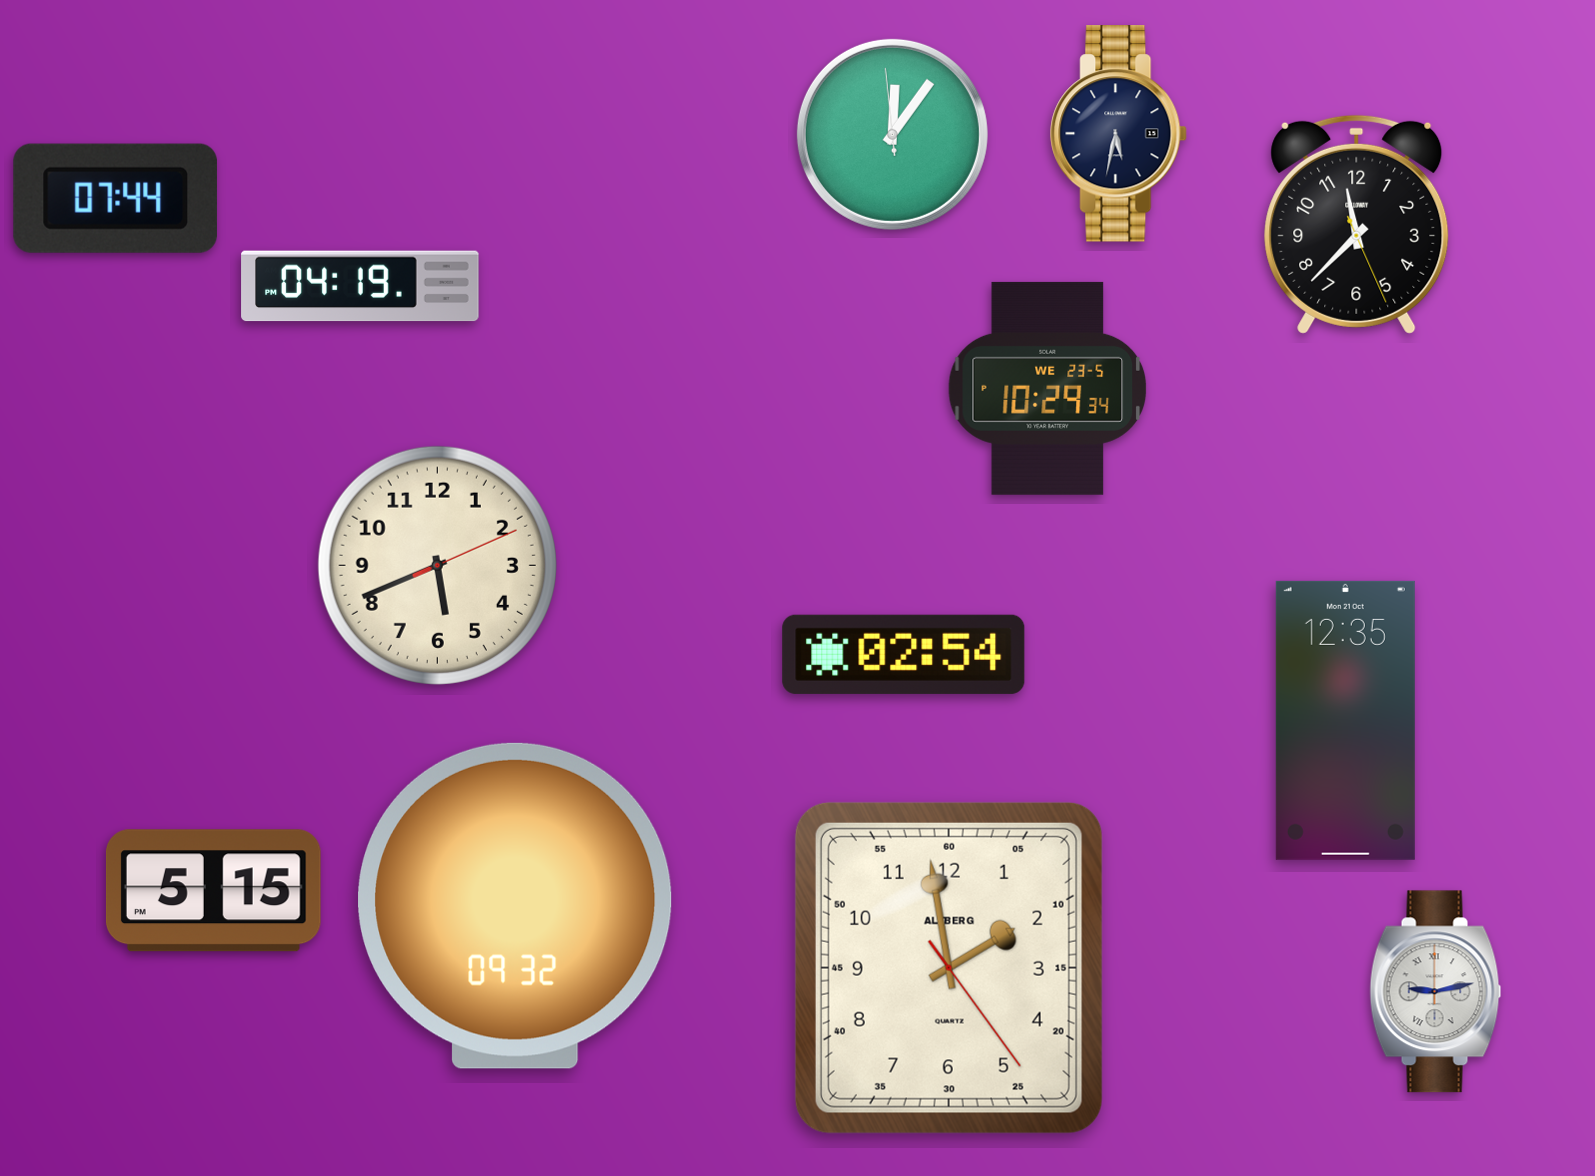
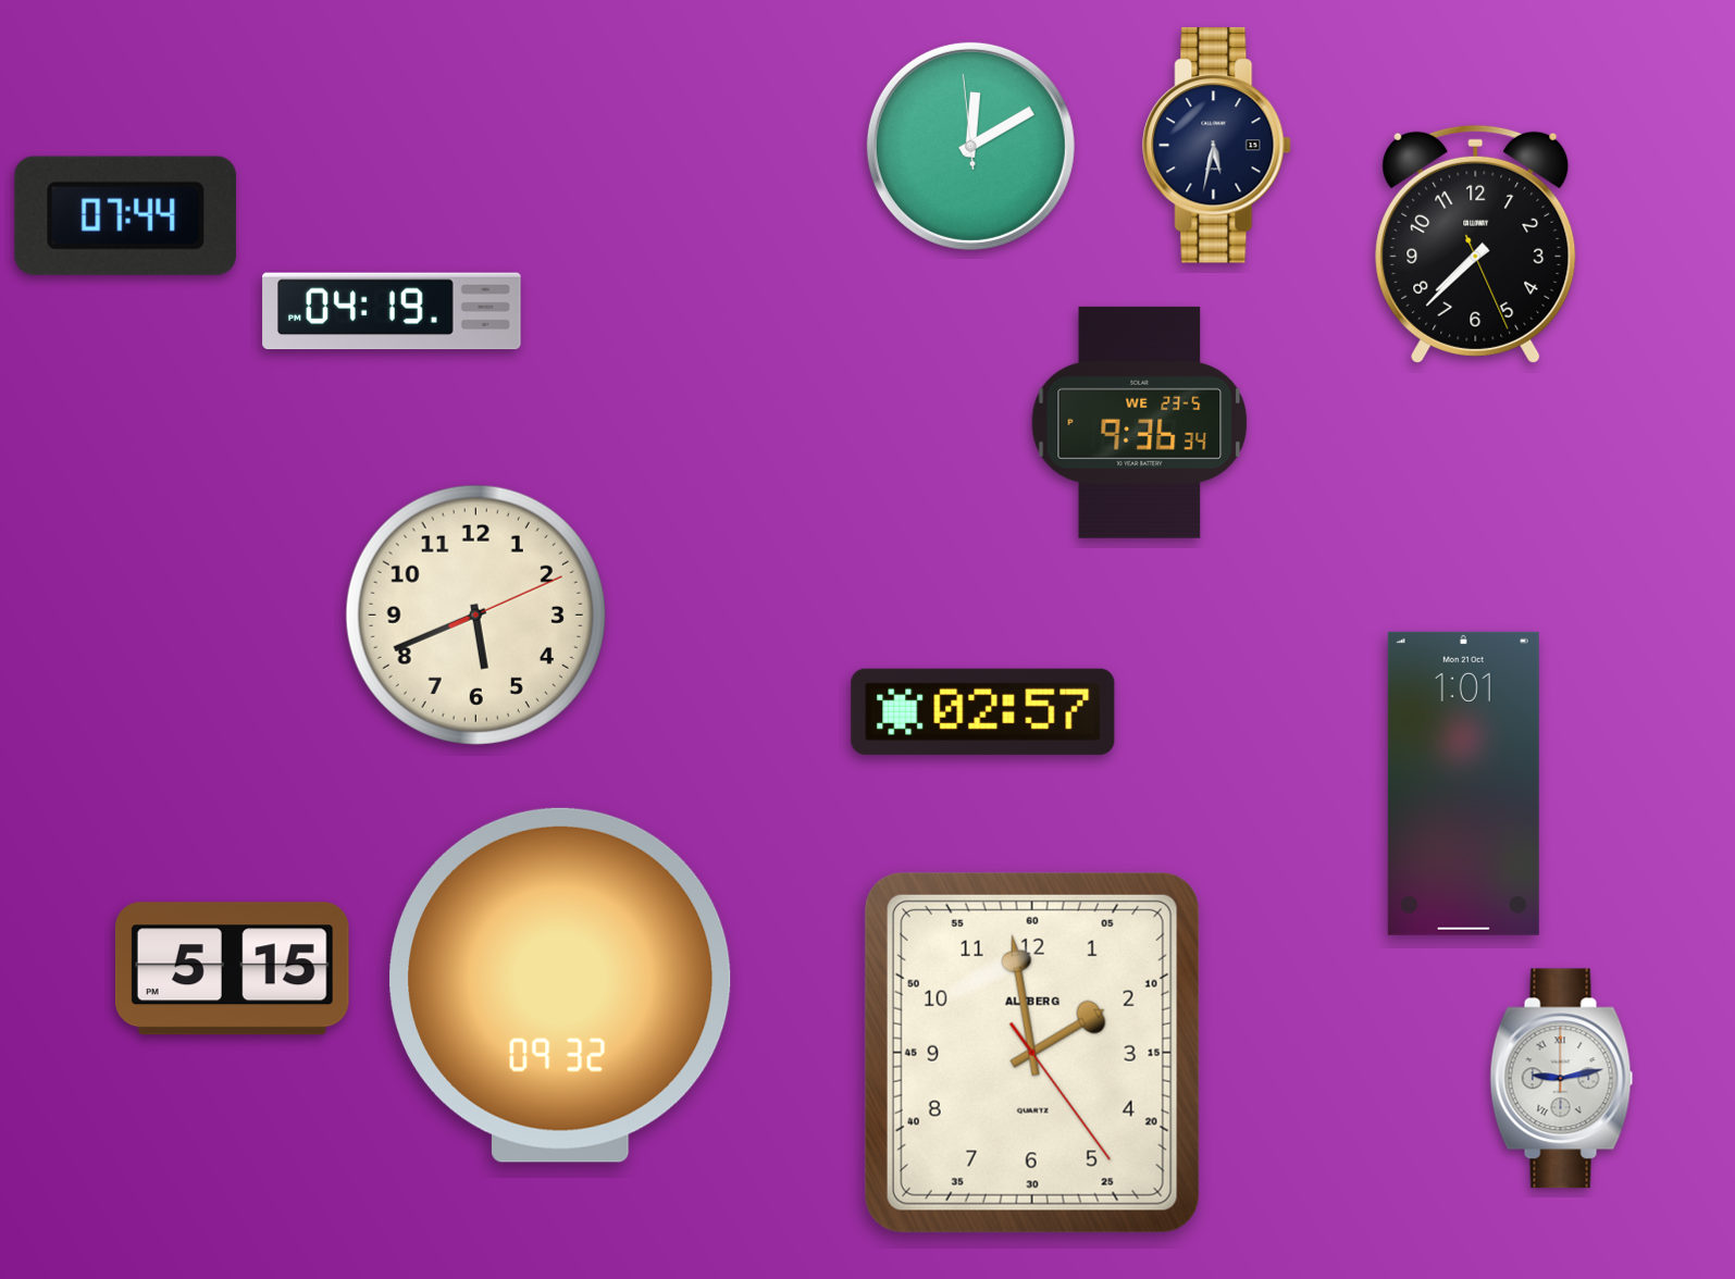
clock at (892, 134): 12:05 -> 12:09
clock at (1357, 224): 11:37 -> 7:37
clock at (1048, 388): 10:29 -> 9:36
clock at (904, 654): 02:54 -> 02:57
clock at (1345, 720): 12:35 -> 1:01
